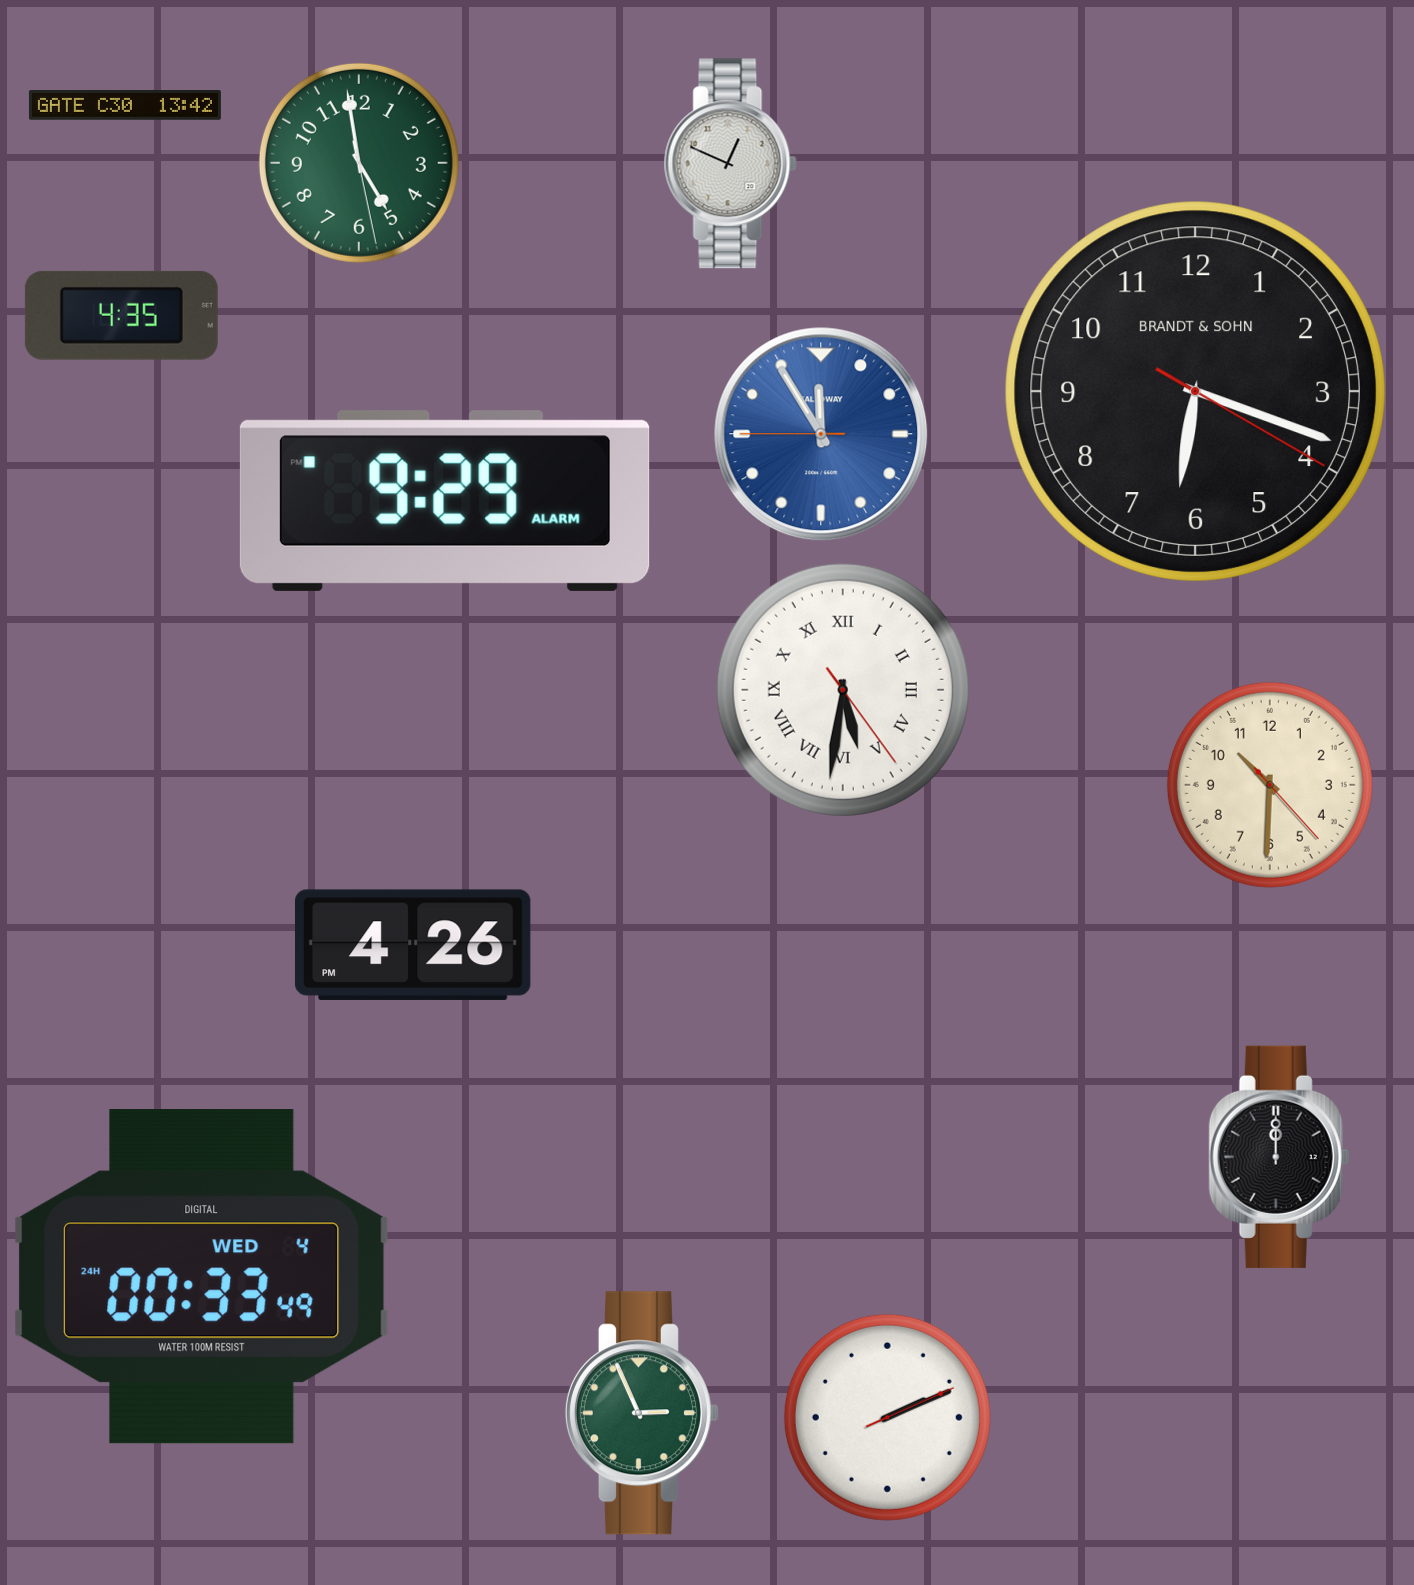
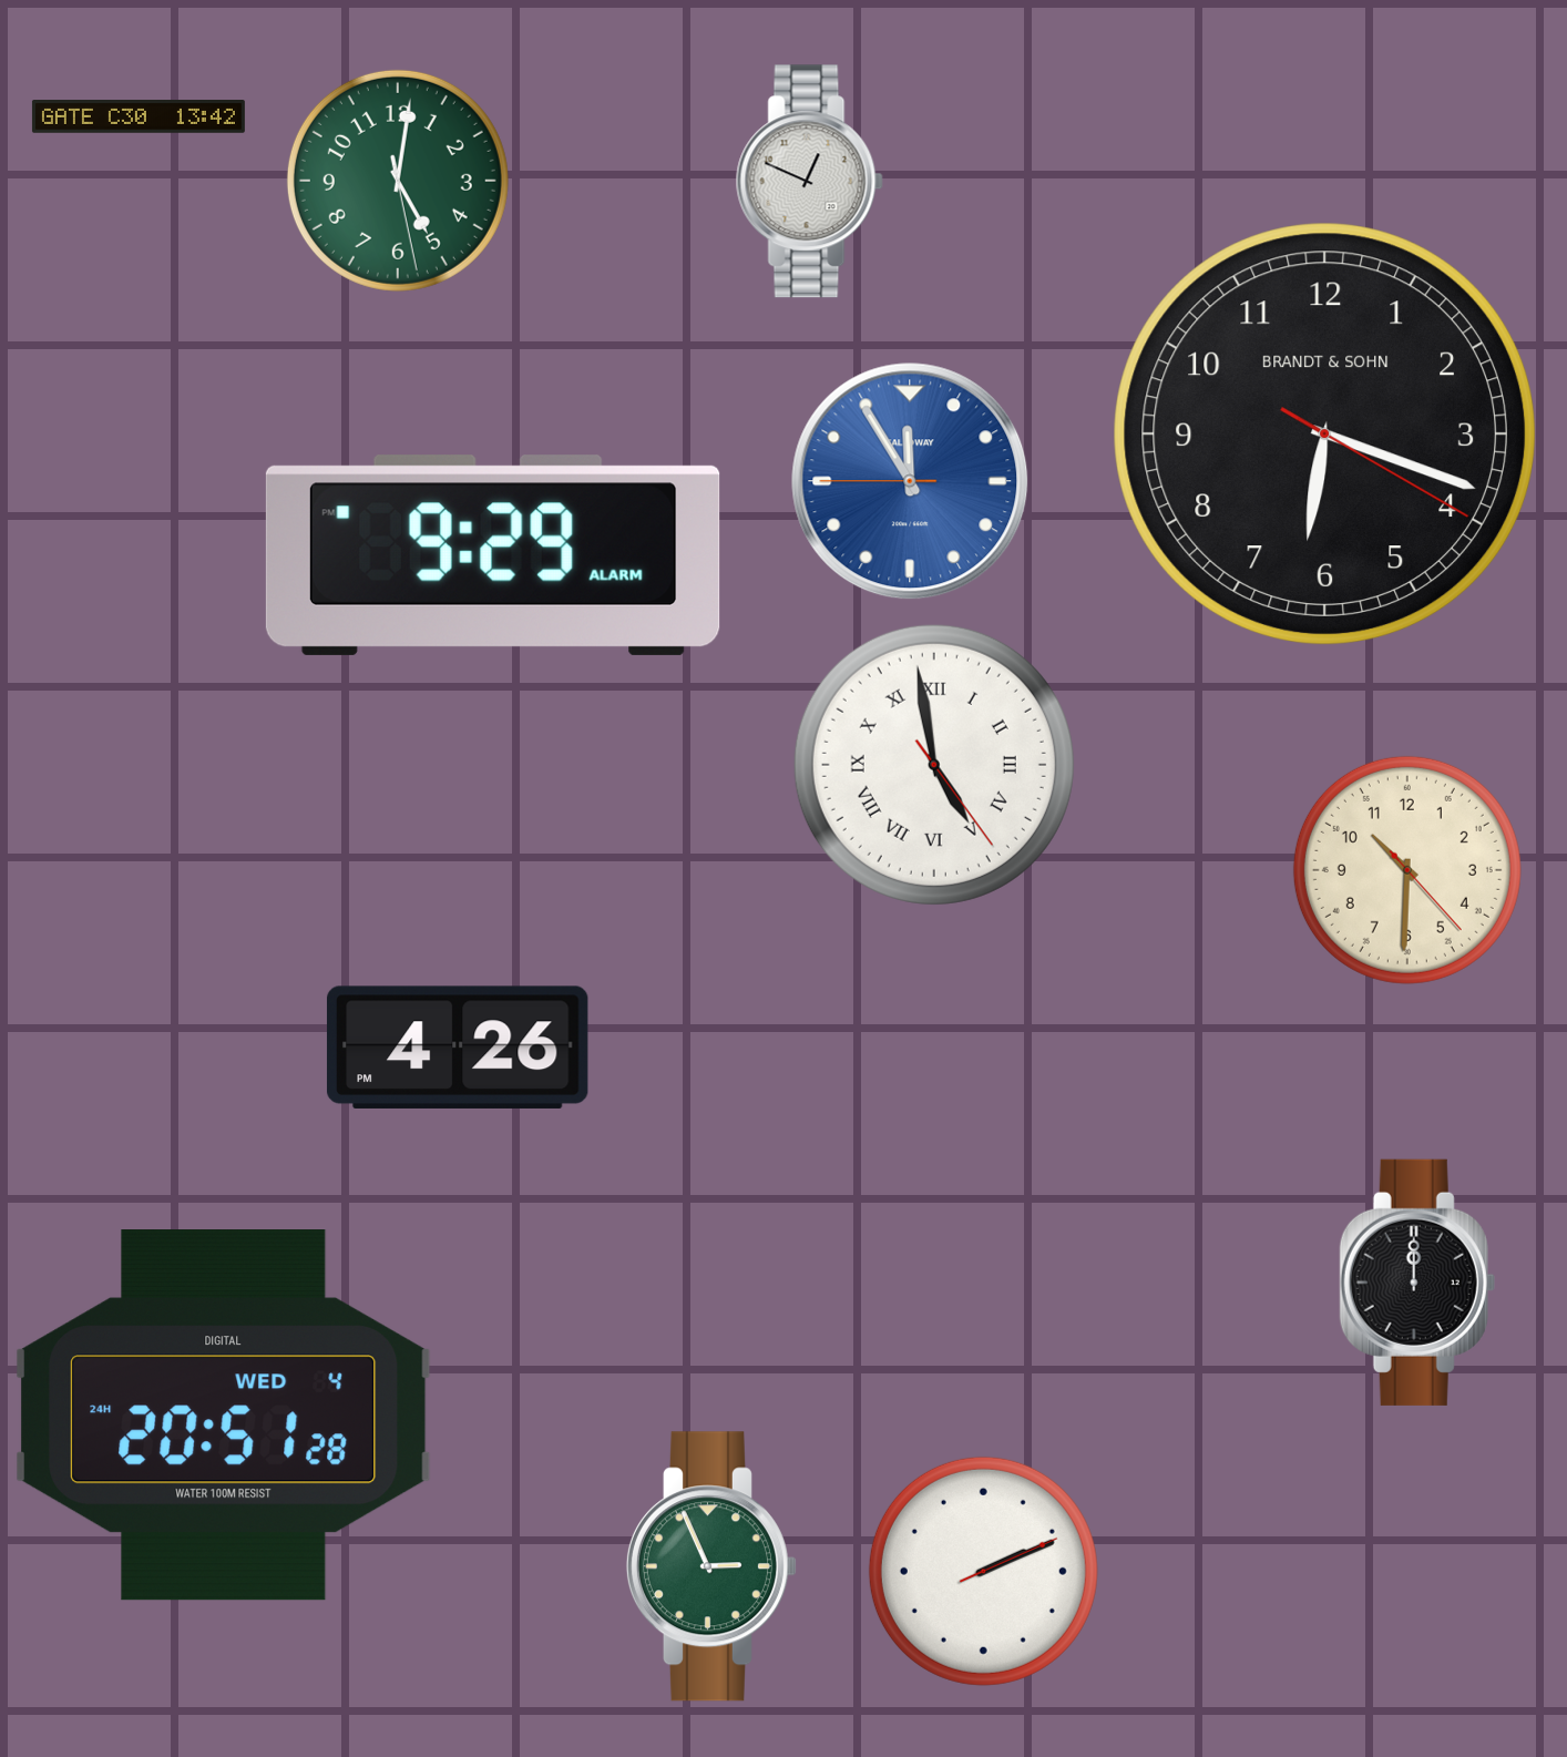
clock at (359, 163): 4:58 -> 5:01
clock at (121, 315): 4:35 -> none
clock at (843, 690): 5:31 -> 4:58
clock at (202, 1277): 00:33 -> 20:51
